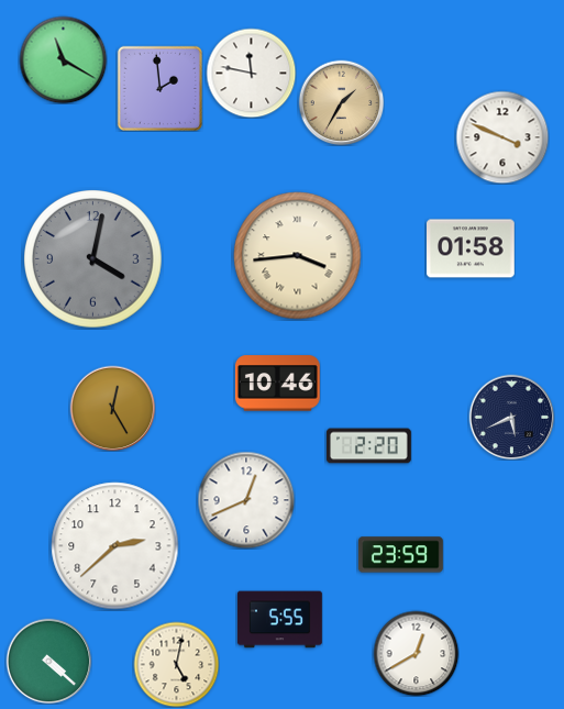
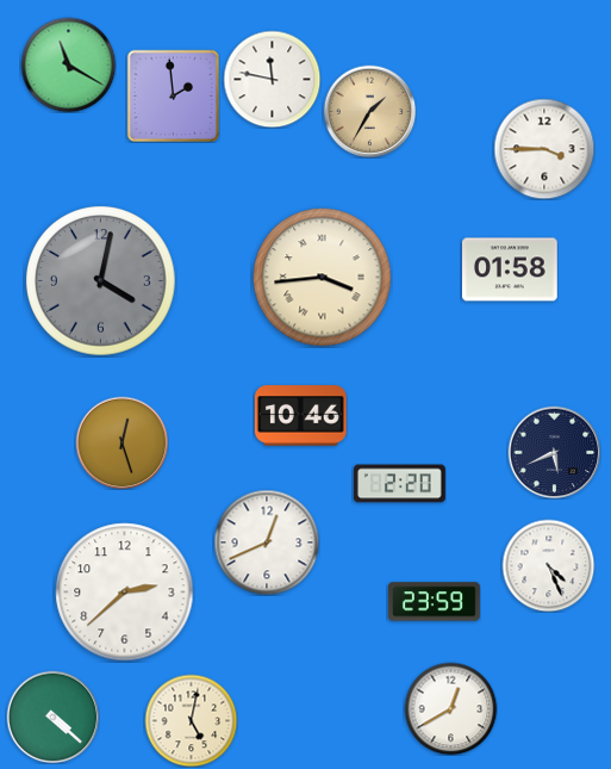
clock at (502, 137): 3:49 -> 3:45
clock at (112, 408): 12:25 -> 12:27
clock at (548, 565): none -> 4:26
clock at (279, 620): 5:55 -> none
